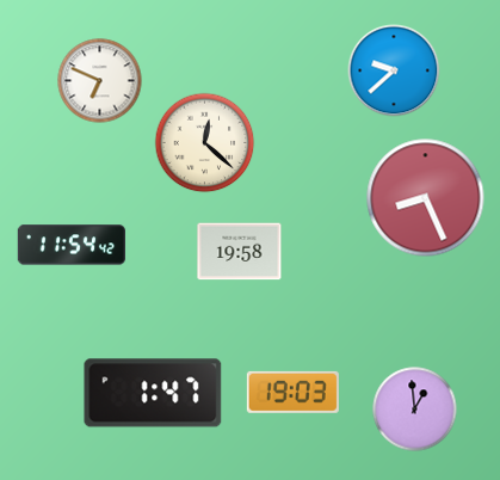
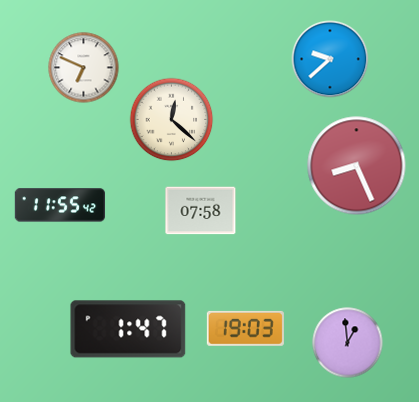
clock at (70, 245): 11:54 -> 11:55
clock at (240, 252): 19:58 -> 07:58
